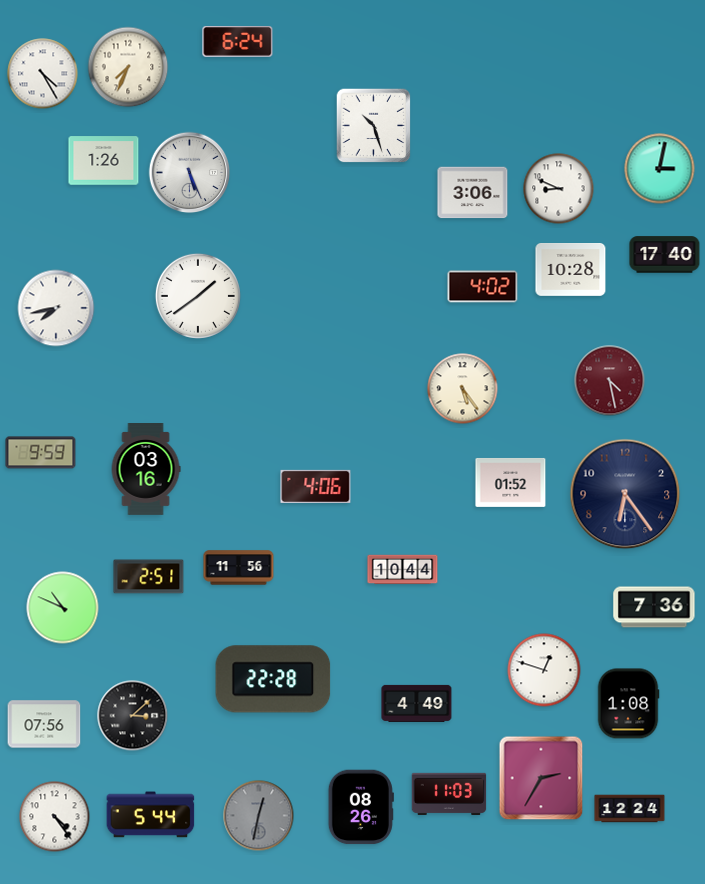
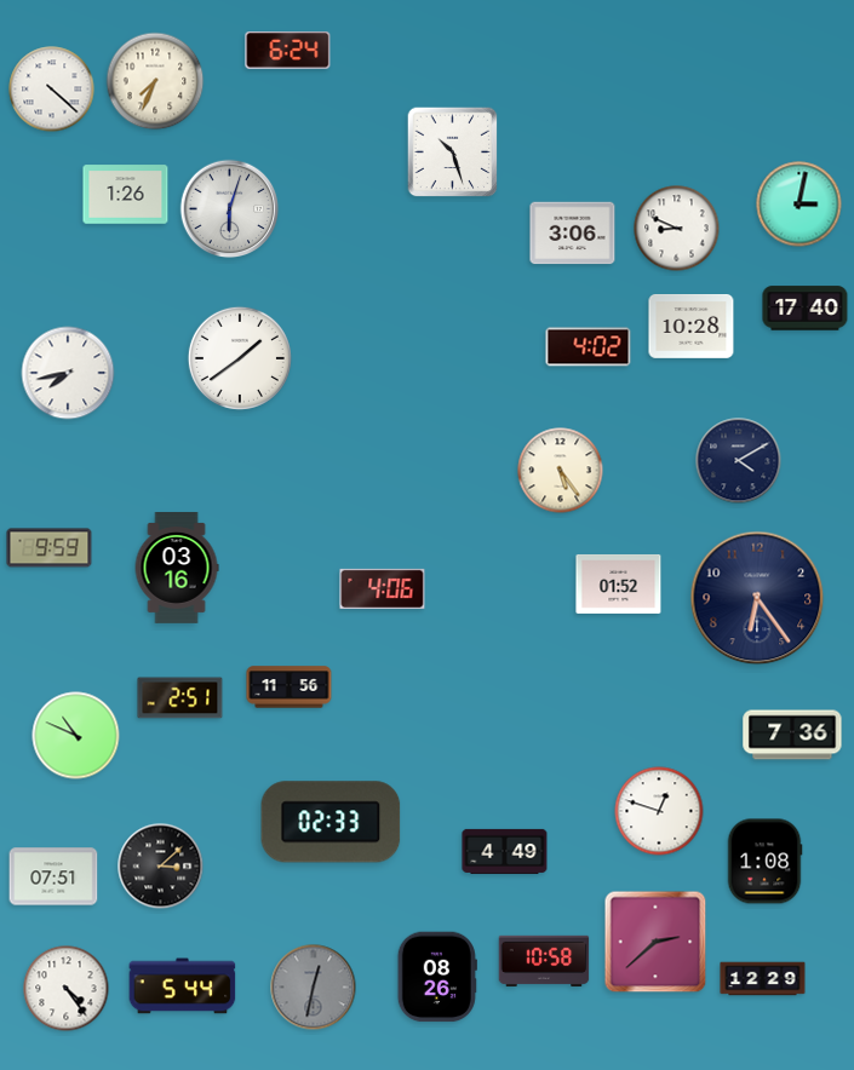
clock at (43, 74): 4:25 -> 4:22
clock at (190, 173): 5:26 -> 6:03
clock at (483, 287) position: (483, 287) -> (589, 347)
clock at (610, 381): 4:28 -> 4:10
clock at (610, 381) dial: burgundy -> navy
clock at (403, 570): 10:44 -> none
clock at (273, 679): 22:28 -> 02:33
clock at (628, 704) position: (628, 704) -> (764, 862)
clock at (44, 724): 07:56 -> 07:51
clock at (541, 778): 2:35 -> 2:38
clock at (449, 793): 11:03 -> 10:58
clock at (630, 809): 12:24 -> 12:29
